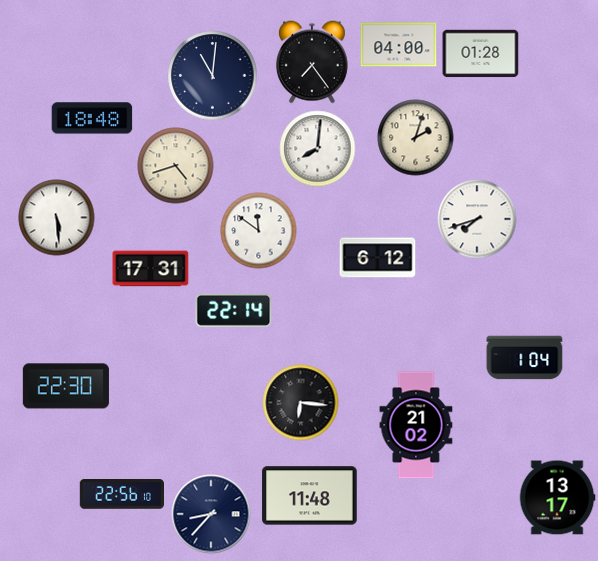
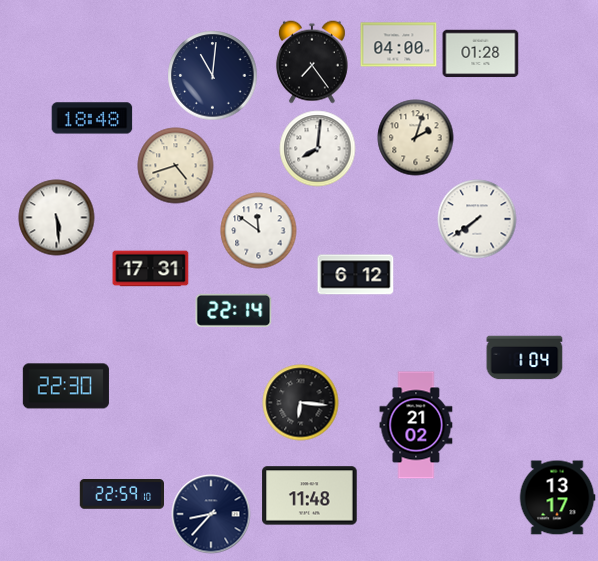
clock at (477, 219): 7:42 -> 7:39
clock at (378, 258) position: (378, 258) -> (356, 275)
clock at (121, 494): 22:56 -> 22:59
